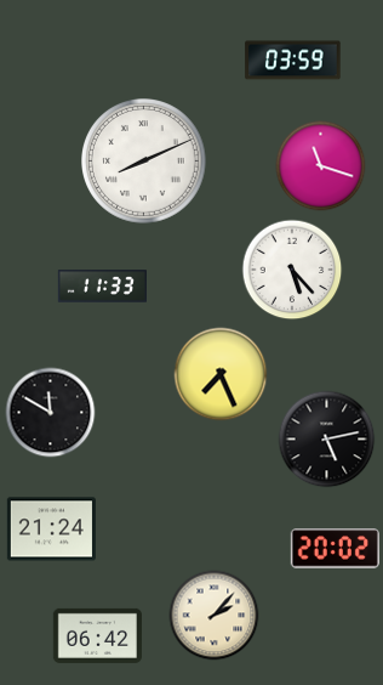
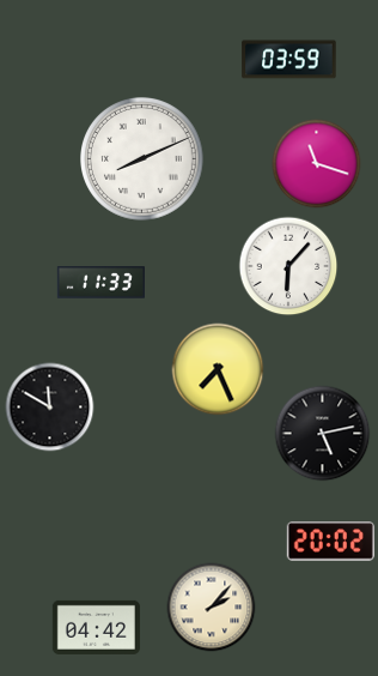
clock at (292, 270): 5:23 -> 6:07
clock at (51, 530): 21:24 -> none
clock at (97, 635): 06:42 -> 04:42
